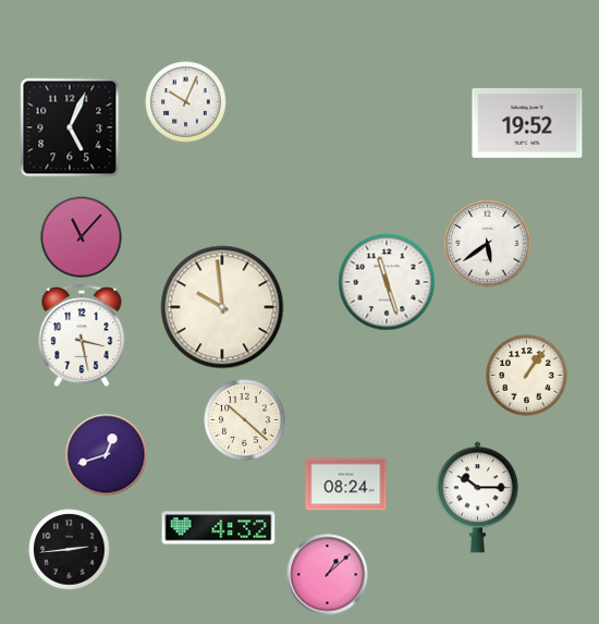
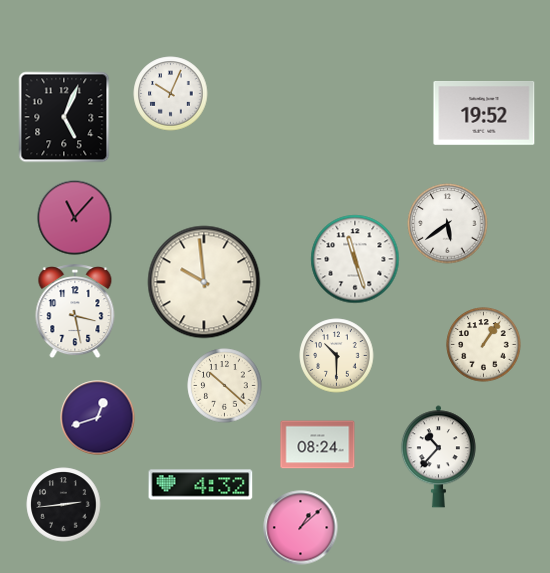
clock at (82, 337) position: (82, 337) -> (75, 312)
clock at (337, 356): none -> 10:30
clock at (477, 498): 10:15 -> 10:37
